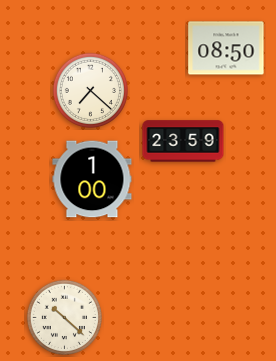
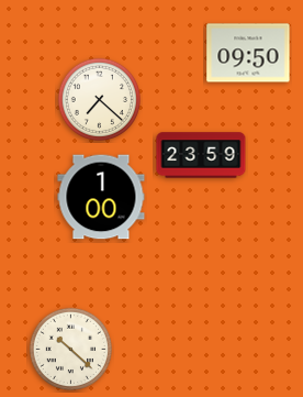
clock at (226, 48): 08:50 -> 09:50
